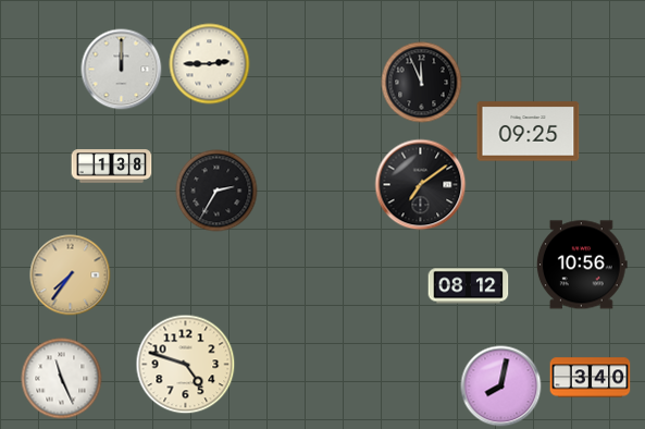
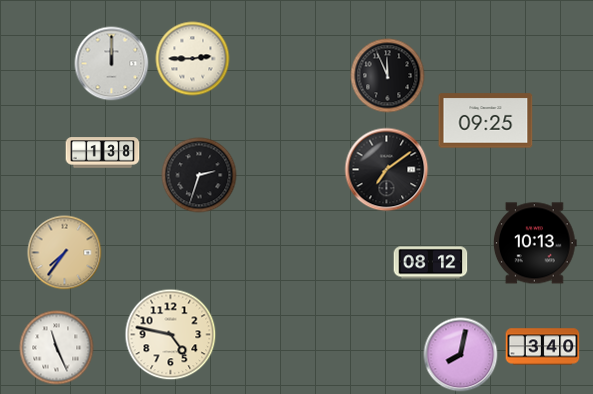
clock at (216, 191): 2:35 -> 2:33
clock at (582, 265): 10:56 -> 10:13
clock at (186, 365): 4:48 -> 4:47
